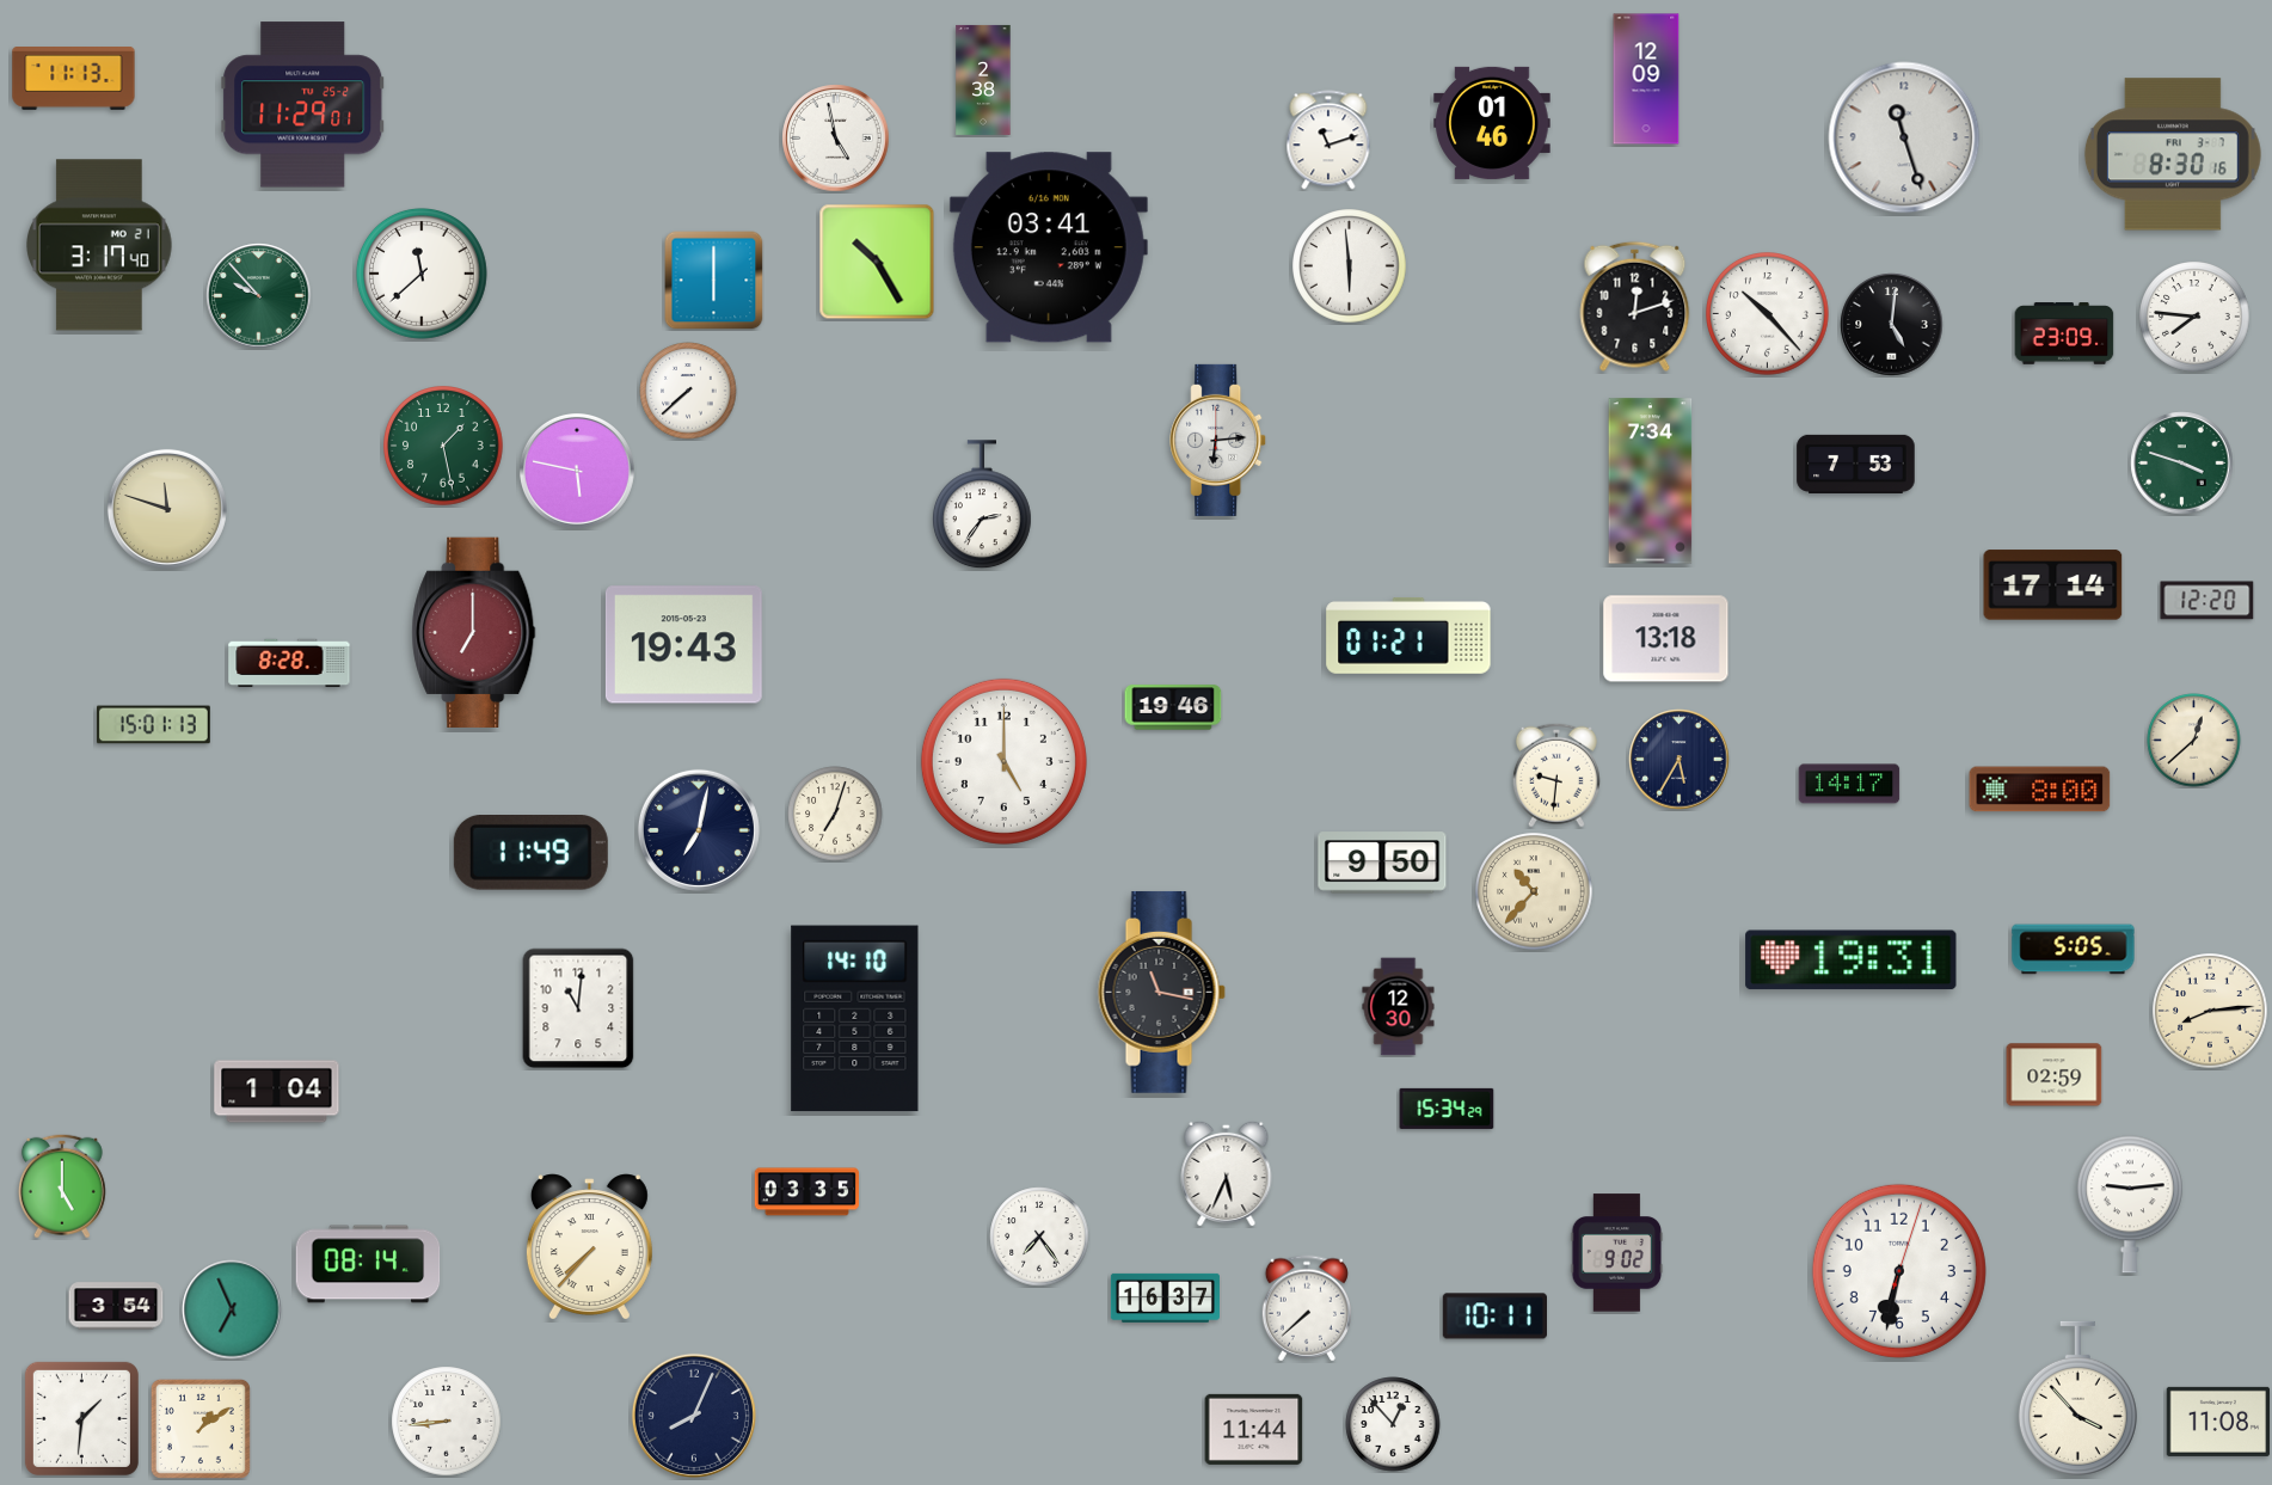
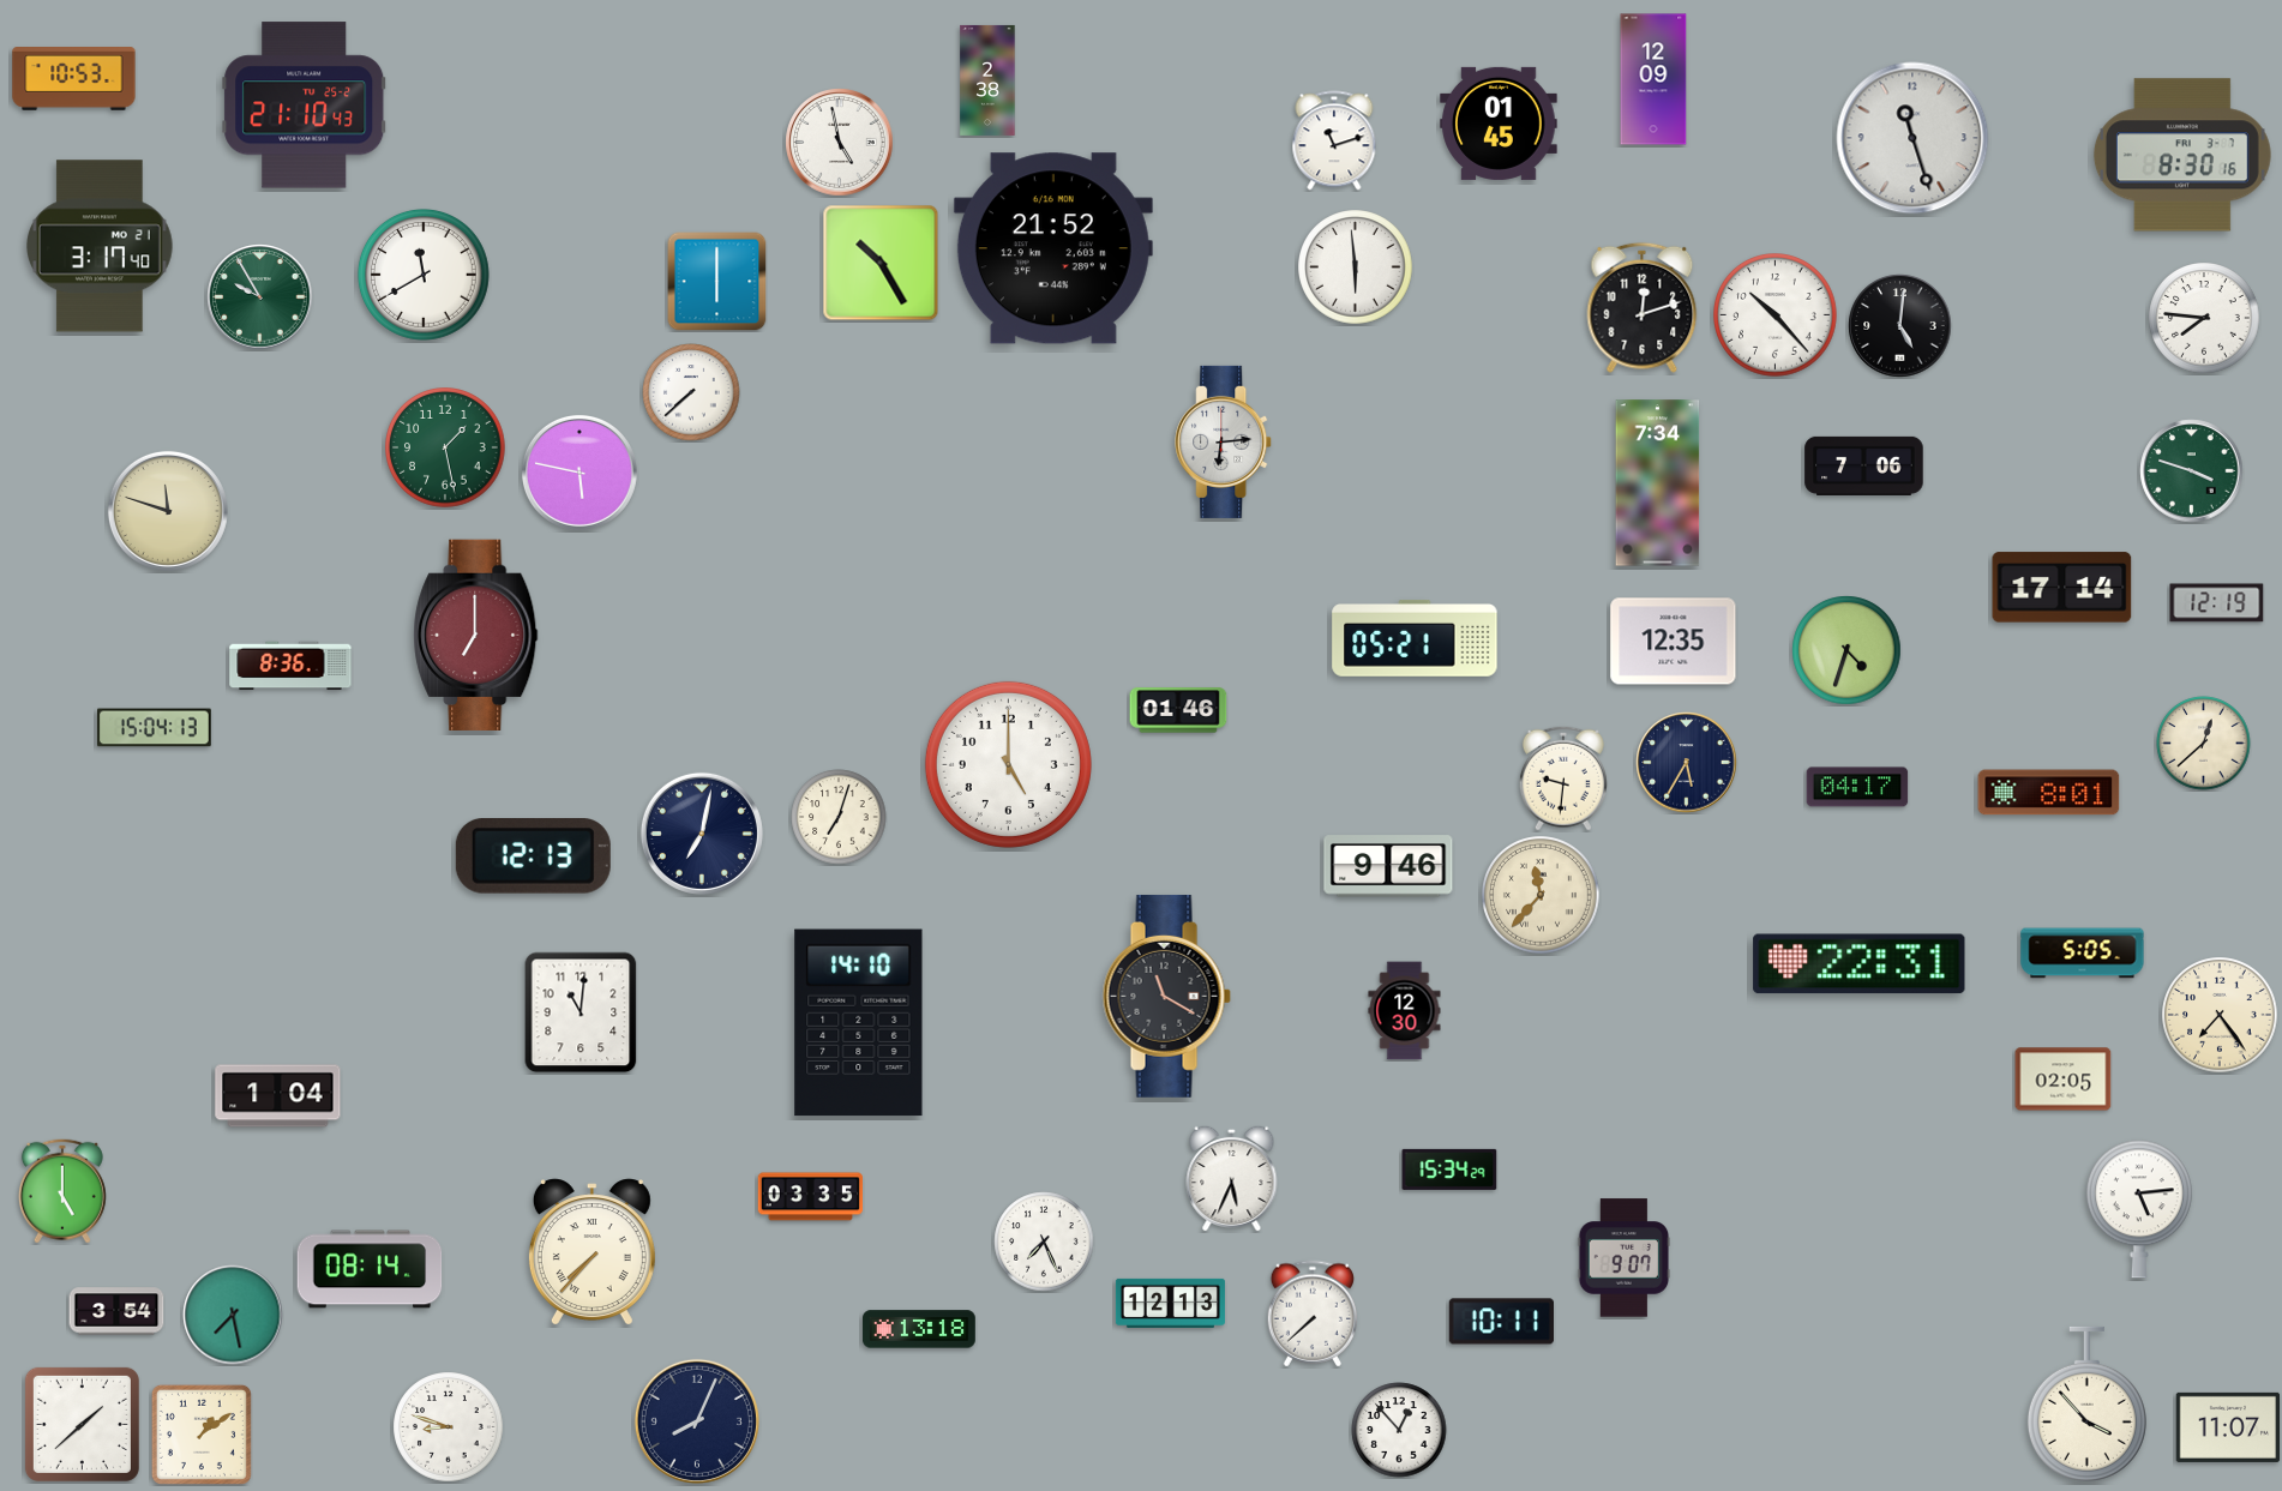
clock at (74, 79): 11:13 -> 10:53
clock at (303, 105): 11:29 -> 21:10
clock at (1492, 123): 01:46 -> 01:45
clock at (836, 139) position: (836, 139) -> (840, 143)
clock at (1049, 247): 03:41 -> 21:52
clock at (422, 274): 11:38 -> 11:40
clock at (259, 296): 9:53 -> 9:55
clock at (2064, 333): 23:09 -> none
clock at (1856, 464): 7:53 -> 7:06
clock at (2182, 464) position: (2182, 464) -> (2192, 471)
clock at (982, 505): 2:36 -> none
clock at (2207, 601): 12:20 -> 12:19
clock at (1408, 637): 01:21 -> 05:21
clock at (1666, 639): 13:18 -> 12:35
clock at (683, 645): 19:43 -> none
clock at (1846, 650): none -> 4:33
clock at (289, 663): 8:28 -> 8:36
clock at (1173, 707): 19:46 -> 01:46
clock at (154, 725): 15:01 -> 15:04
clock at (1849, 784): 14:17 -> 04:17
clock at (2040, 790): 8:00 -> 8:01
clock at (530, 853): 11:49 -> 12:13
clock at (1382, 863): 9:50 -> 9:46
clock at (1534, 891): 10:37 -> 11:37
clock at (1852, 961): 19:31 -> 22:31
clock at (1161, 992): 11:17 -> 11:20
clock at (2210, 1011): 8:14 -> 7:24
clock at (2055, 1075): 02:59 -> 02:05
clock at (1447, 1109) position: (1447, 1109) -> (1449, 1170)
clock at (2130, 1204): 9:14 -> 5:14
clock at (1039, 1237): 7:24 -> 7:26
clock at (1617, 1253): 9:02 -> 9:07
clock at (1899, 1271): 6:32 -> none
clock at (1165, 1297): 16:37 -> 12:13
clock at (232, 1309): 6:56 -> 7:28
clock at (919, 1329): none -> 13:18
clock at (81, 1418): 1:31 -> 1:38
clock at (447, 1422): 8:44 -> 8:48
clock at (2218, 1422): 11:08 -> 11:07
clock at (1254, 1429): 11:44 -> none
